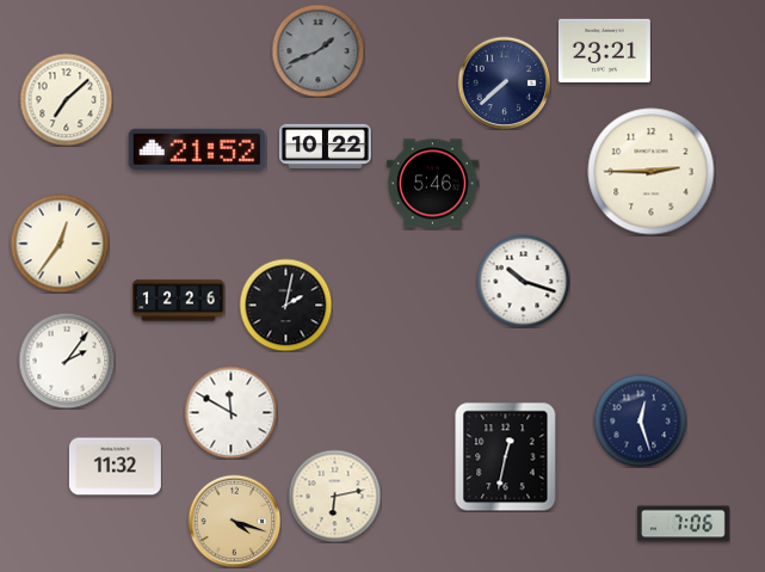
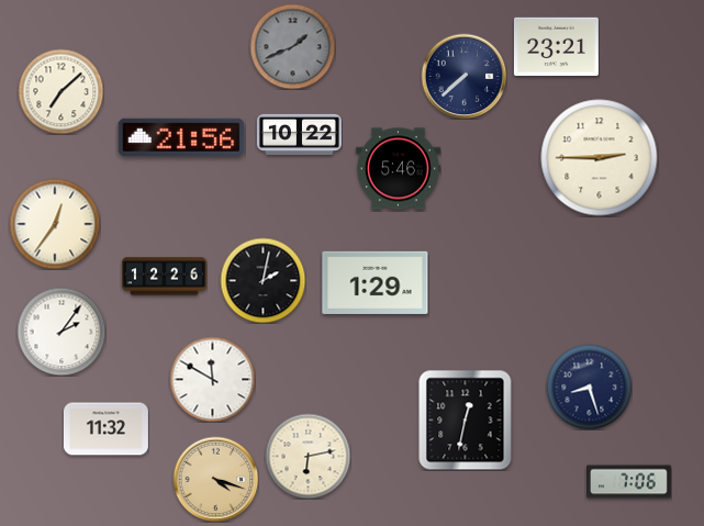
clock at (197, 149): 21:52 -> 21:56
clock at (523, 281): 10:18 -> none
clock at (376, 282): none -> 1:29
clock at (640, 420): 12:27 -> 8:27
